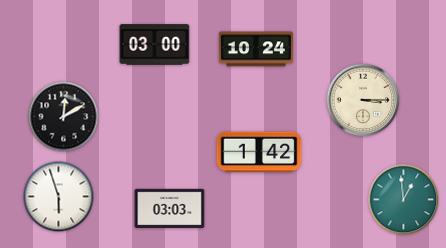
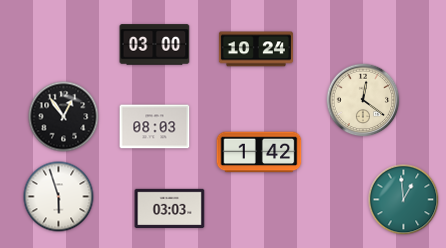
clock at (363, 100): 3:15 -> 12:21
clock at (64, 117): 12:10 -> 12:54
clock at (155, 127): none -> 08:03
